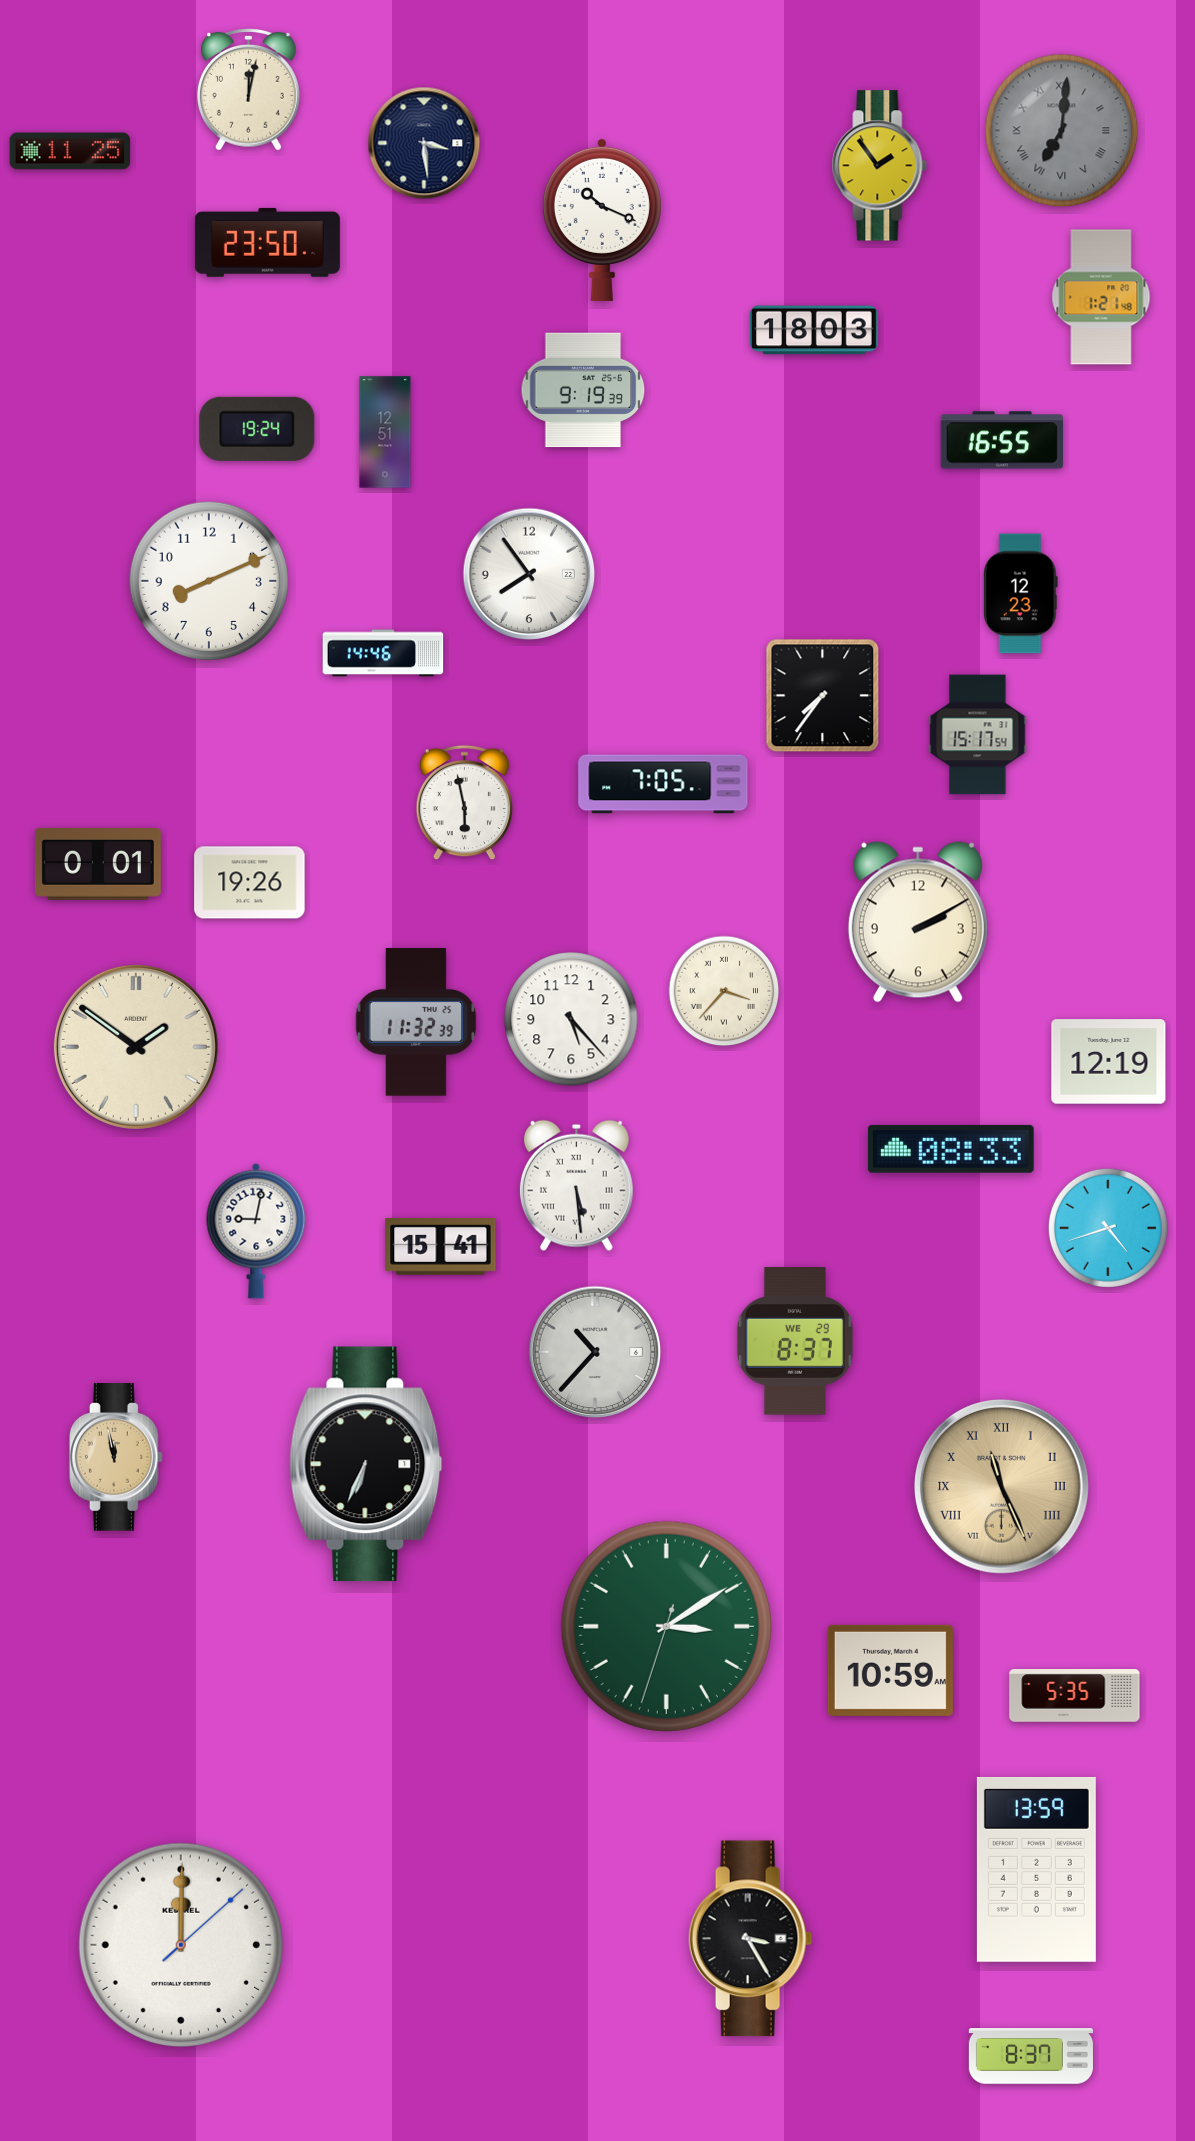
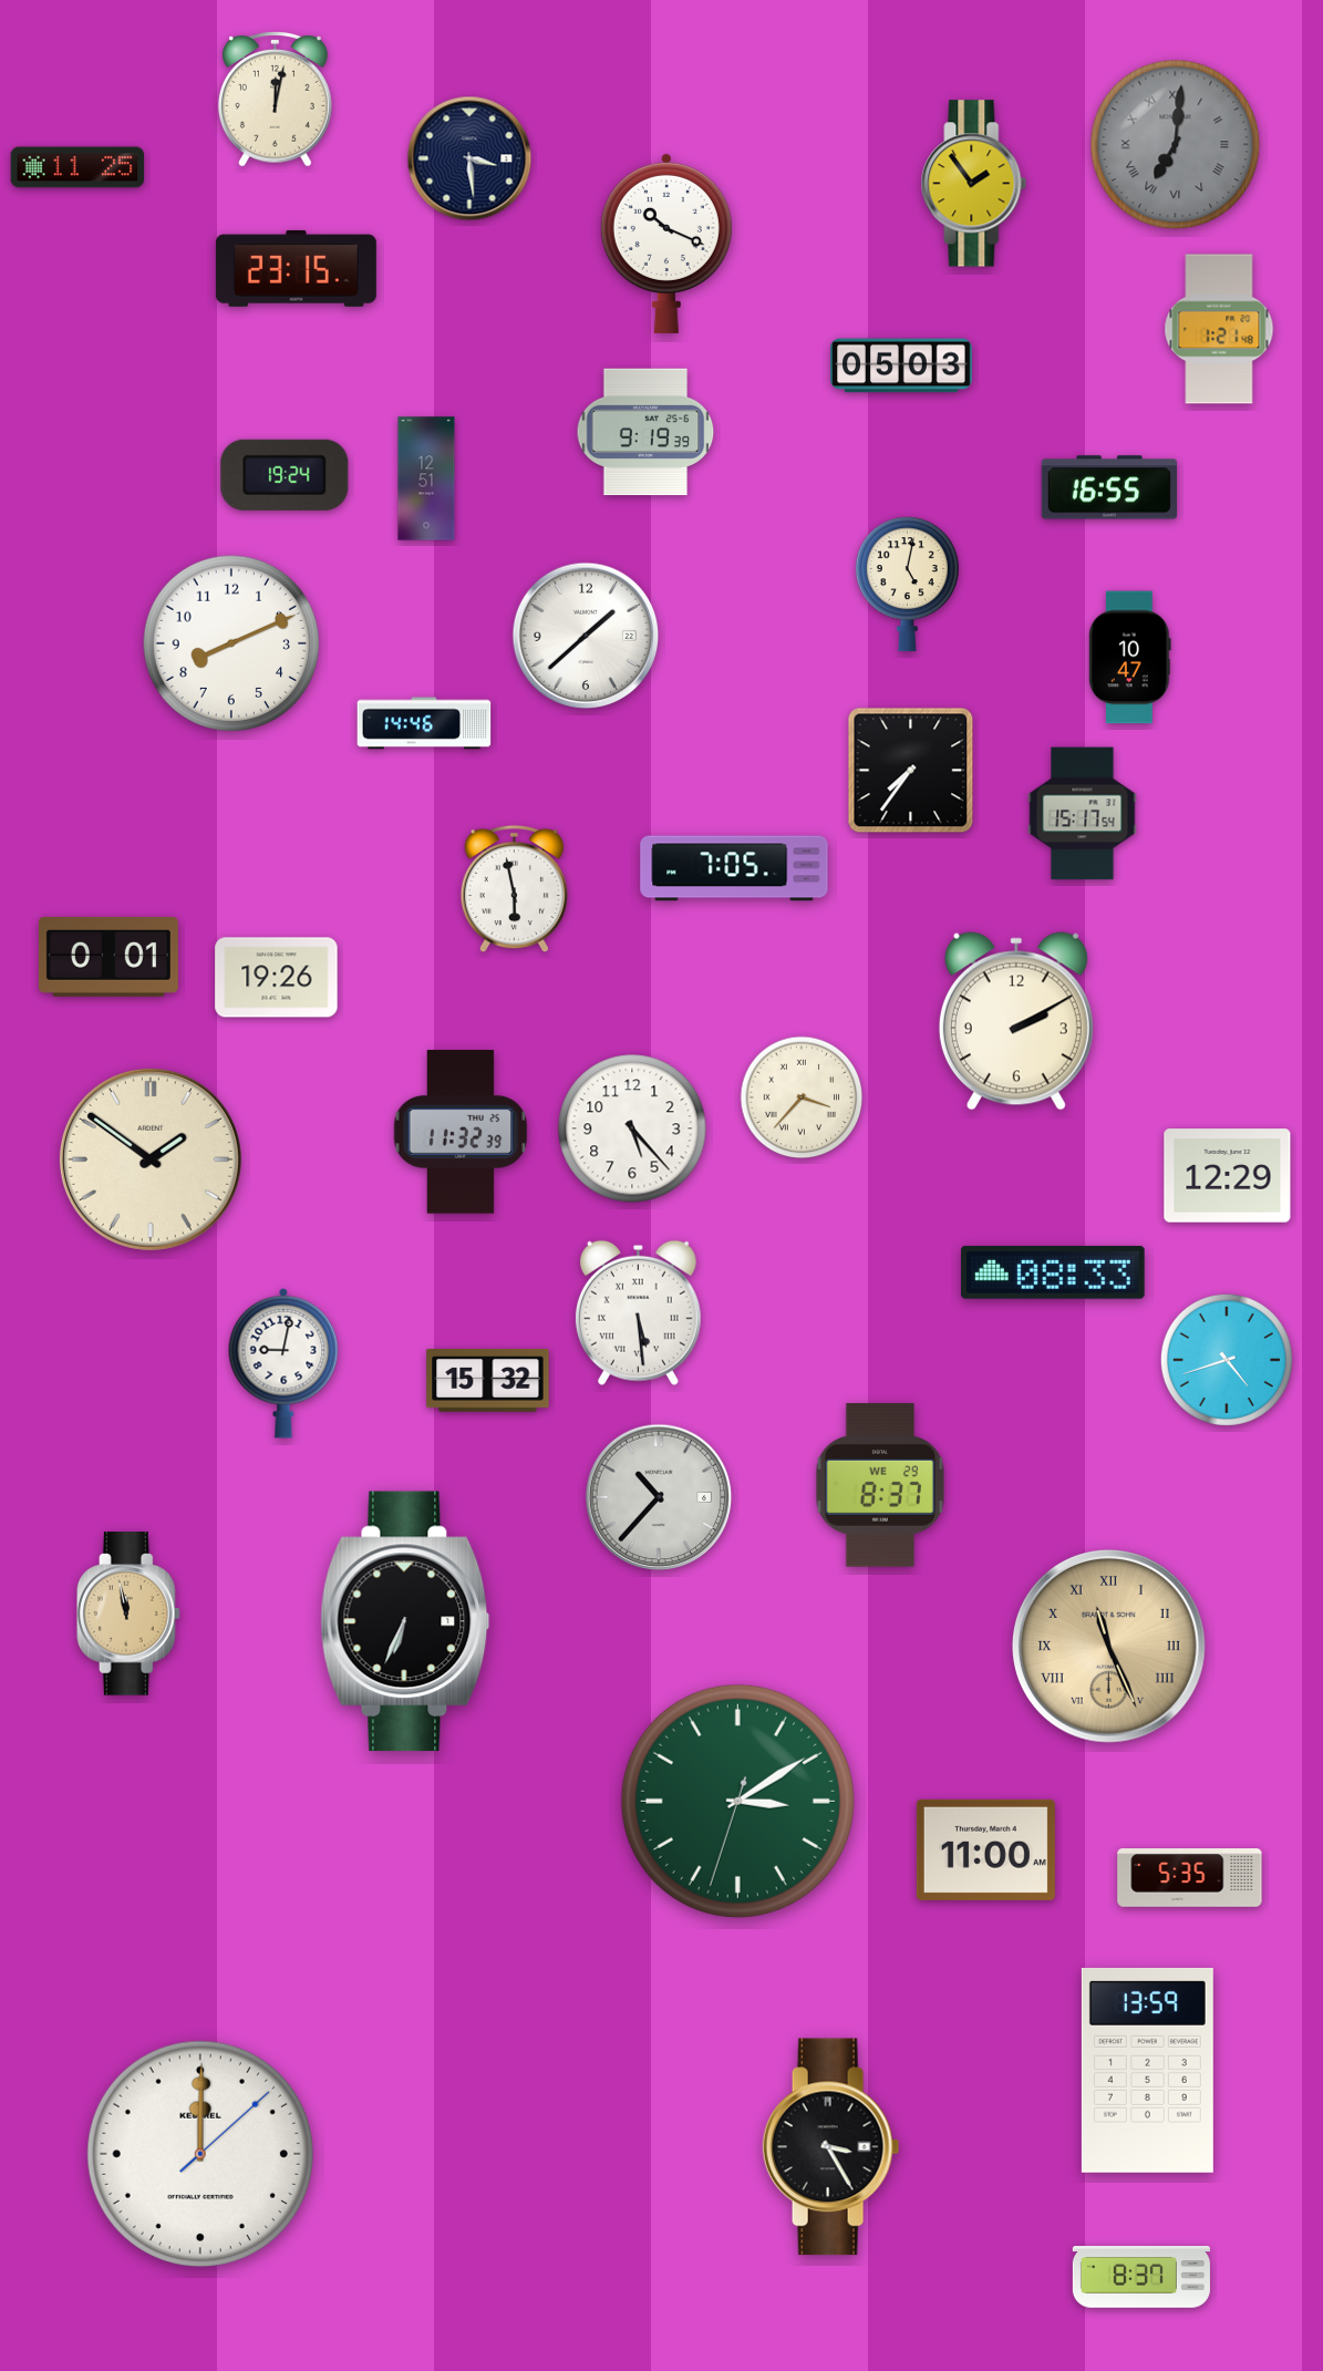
clock at (267, 242): 23:50 -> 23:15
clock at (814, 330): 18:03 -> 05:03
clock at (907, 585): none -> 5:02
clock at (529, 574): 7:54 -> 1:38
clock at (1021, 594): 12:23 -> 10:47
clock at (1109, 1062): 12:19 -> 12:29
clock at (441, 1247): 15:41 -> 15:32
clock at (890, 1670): 10:59 -> 11:00
